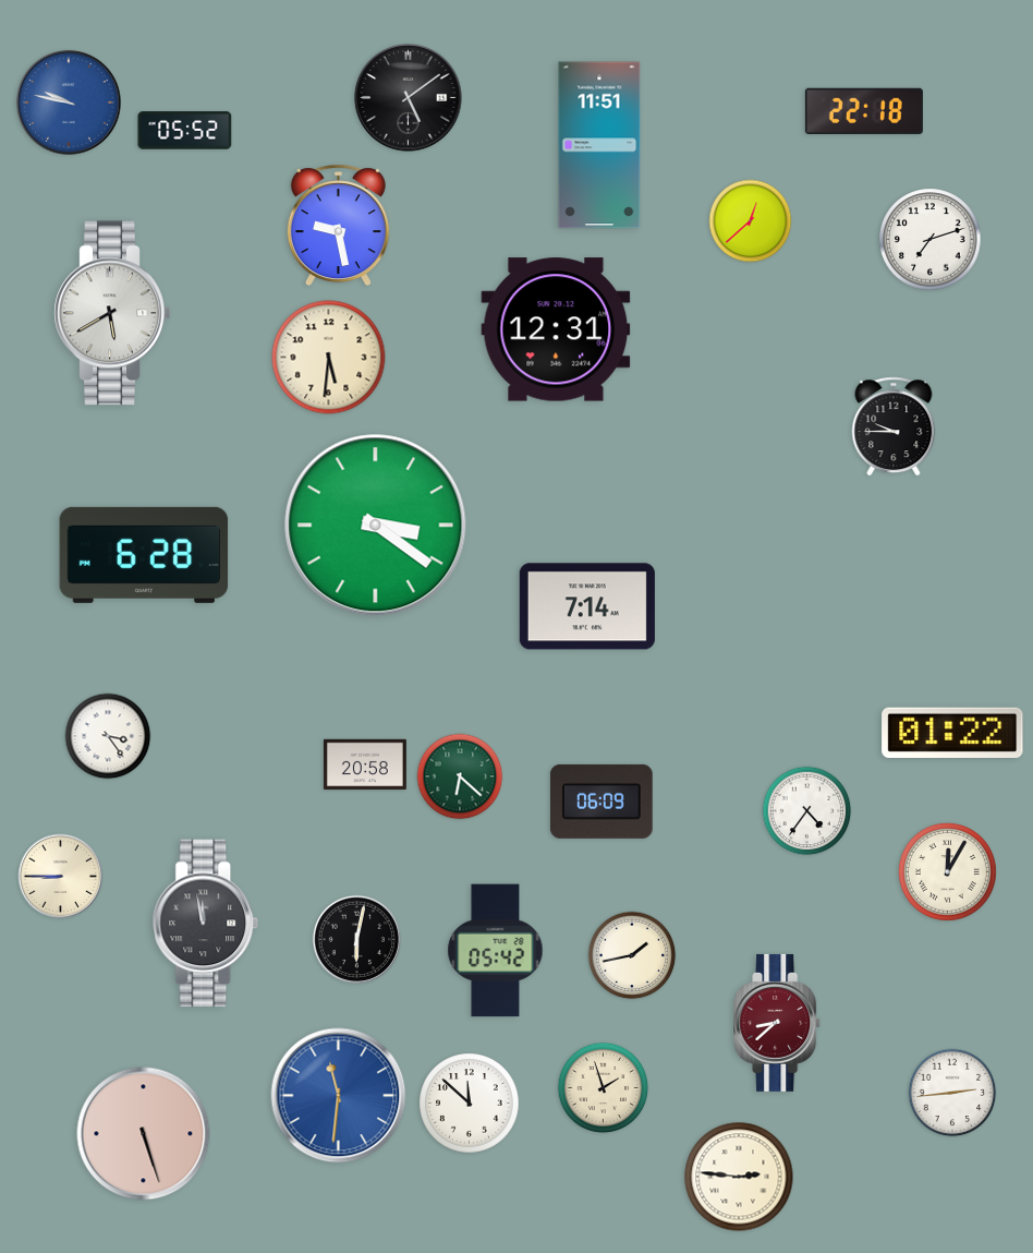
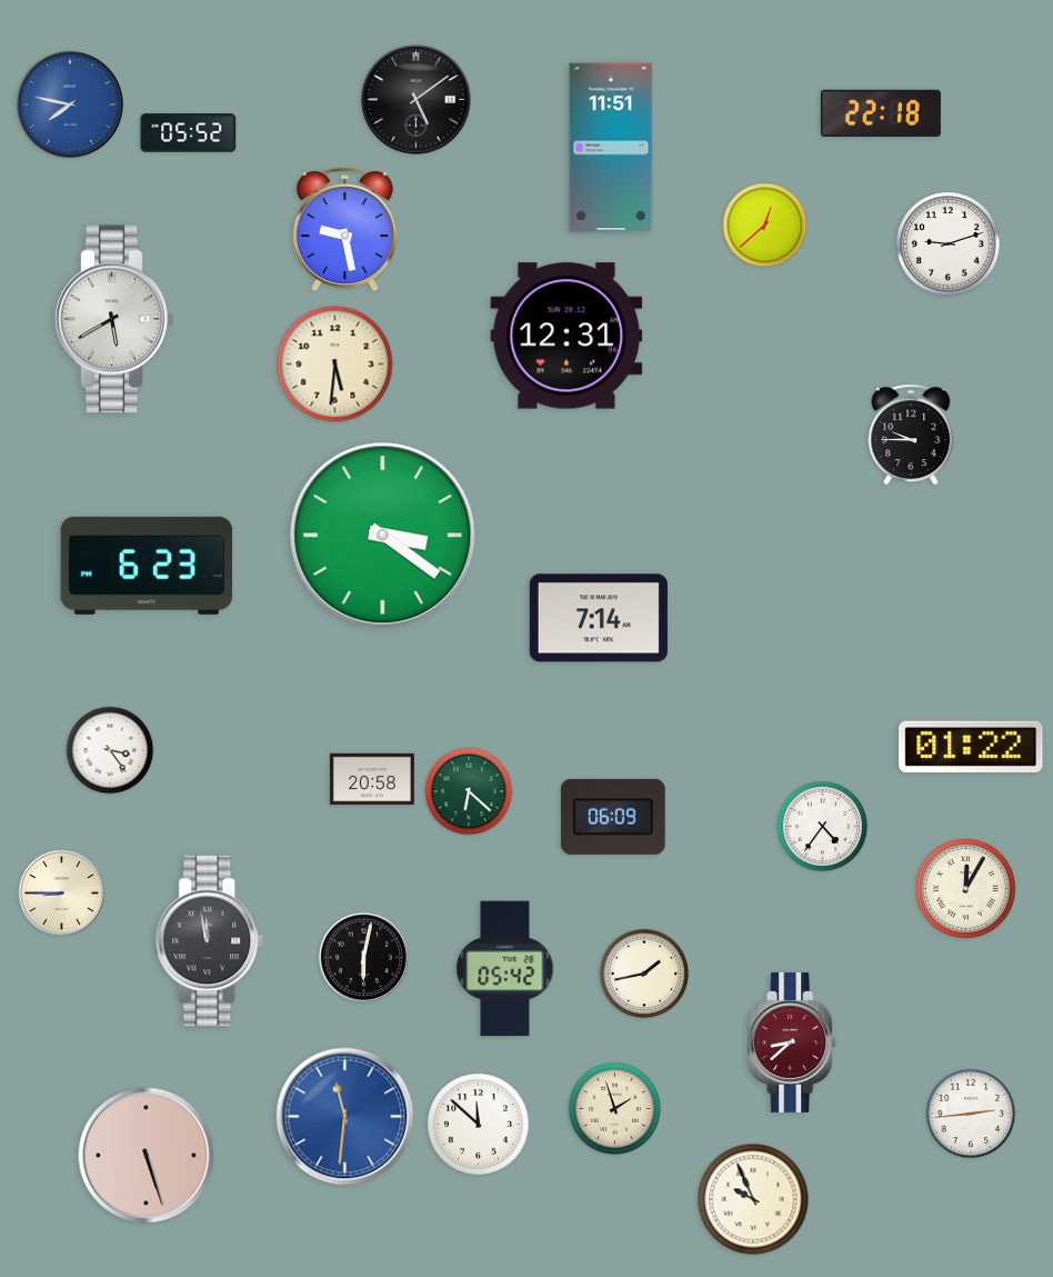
clock at (69, 103): 9:47 -> 7:47
clock at (931, 240): 7:12 -> 9:12
clock at (144, 555): 6:28 -> 6:23
clock at (739, 1177): 2:46 -> 9:56
